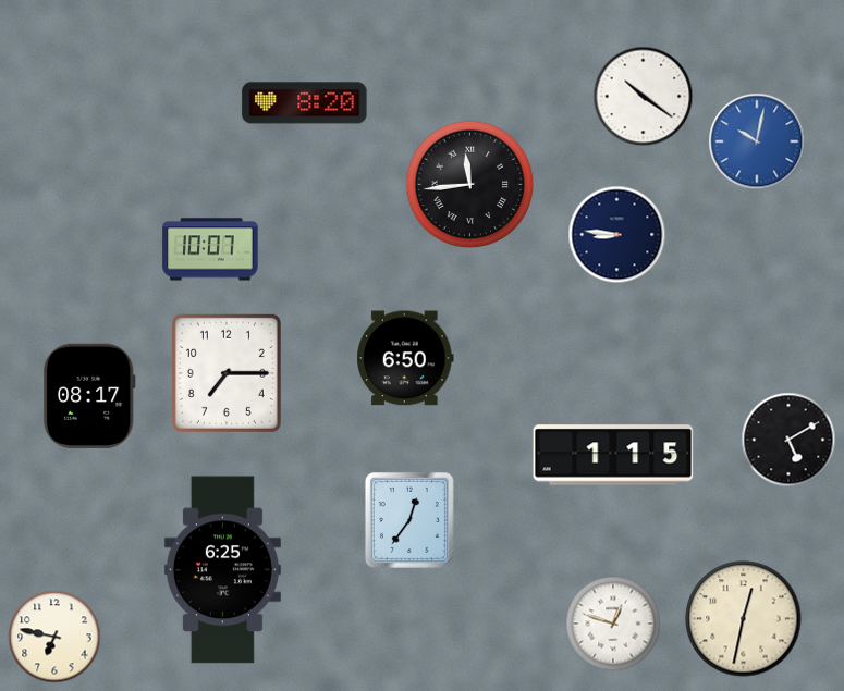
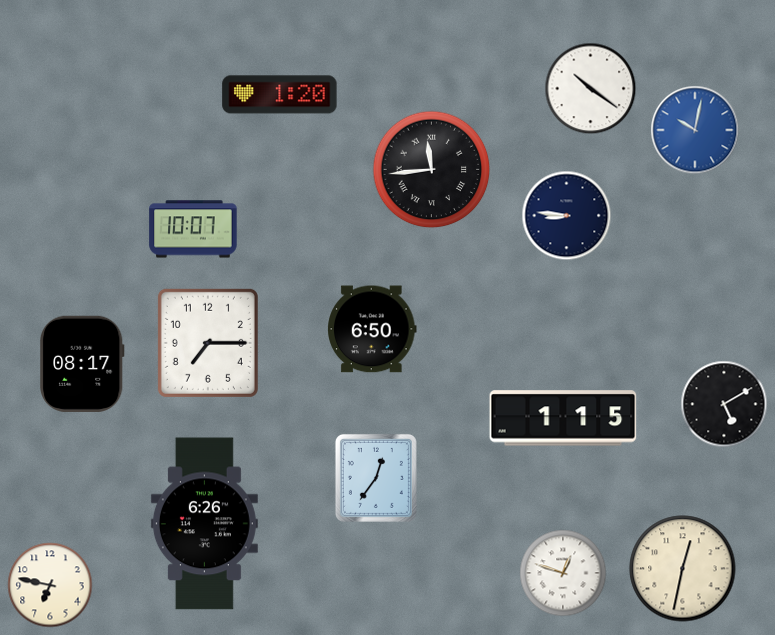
clock at (305, 103): 8:20 -> 1:20
clock at (222, 570): 6:25 -> 6:26
